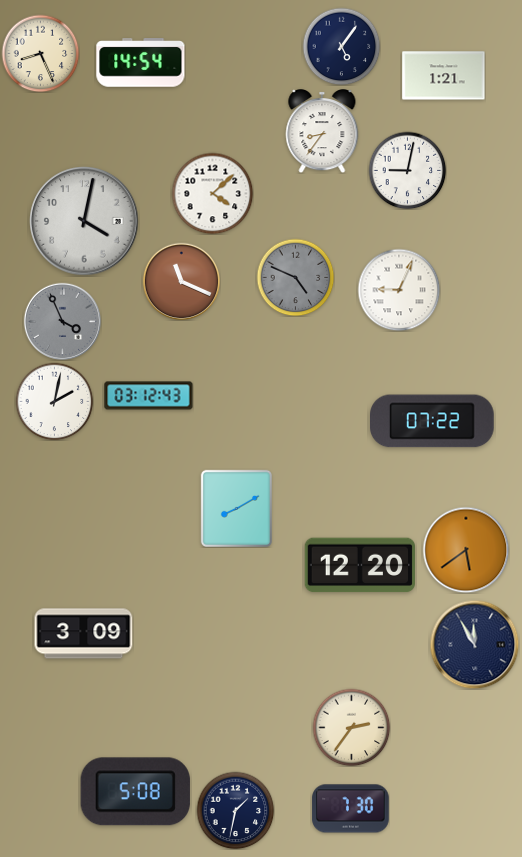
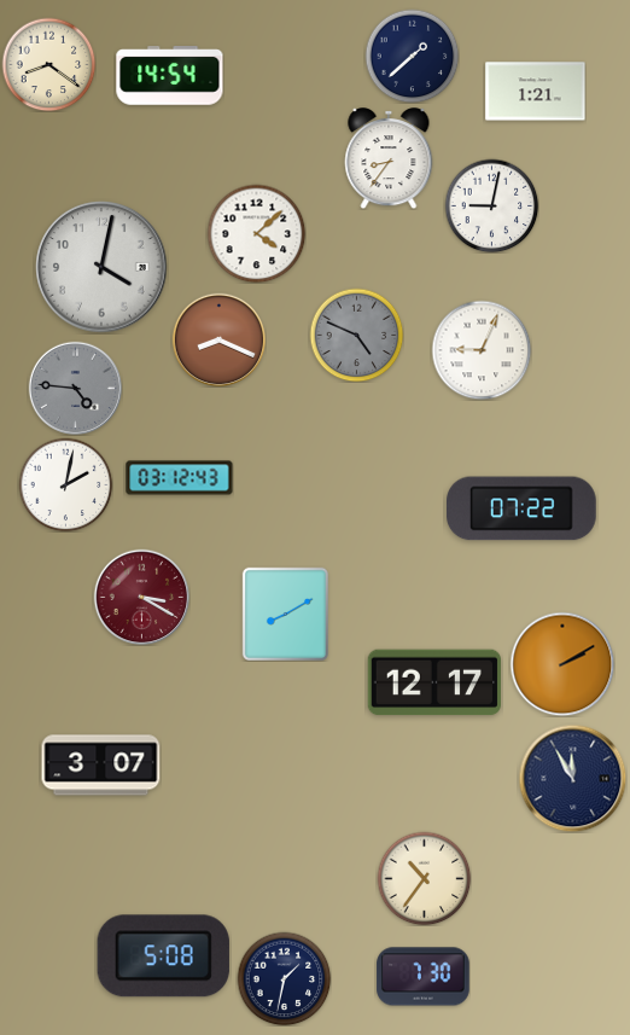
clock at (341, 46): 5:06 -> 1:38
clock at (40, 53): 8:26 -> 8:21
clock at (181, 281): 11:19 -> 8:19
clock at (62, 321): 3:56 -> 4:46
clock at (141, 597): none -> 3:20
clock at (466, 550): 5:39 -> 2:10
clock at (359, 565): 12:20 -> 12:17
clock at (84, 634): 3:09 -> 3:07
clock at (351, 727): 2:36 -> 10:36
